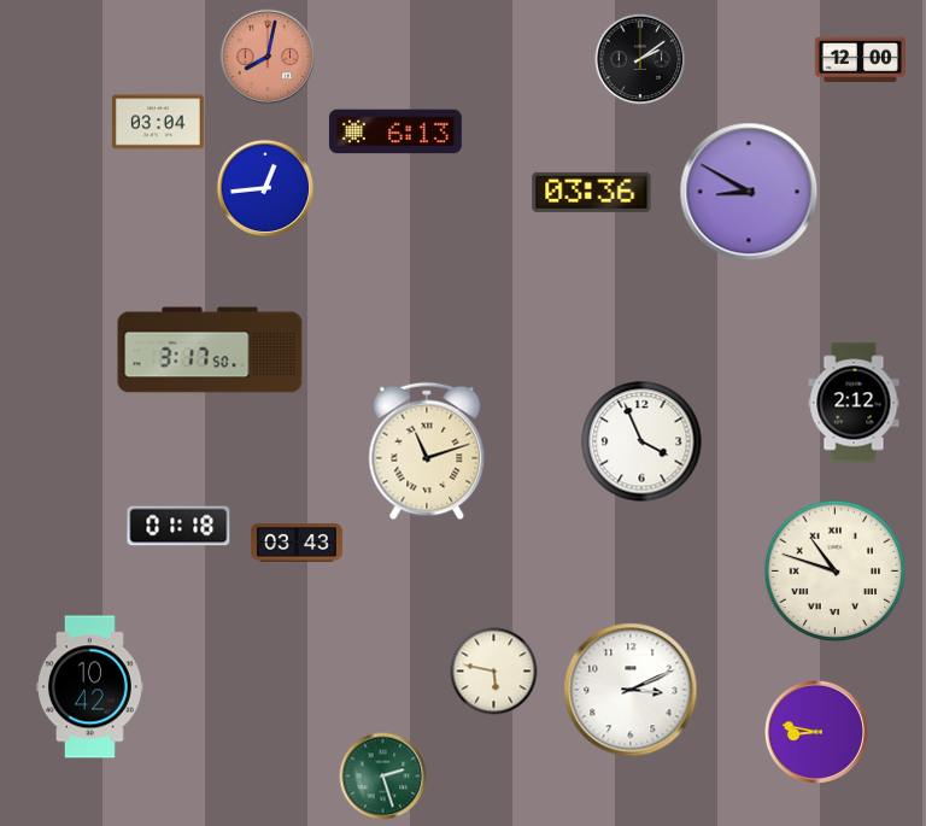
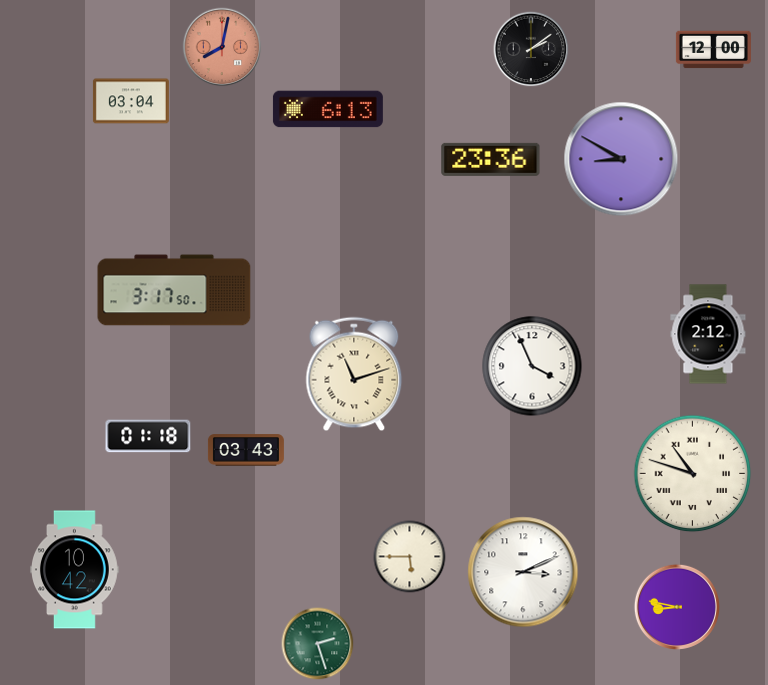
clock at (265, 188): 12:44 -> none
clock at (592, 192): 03:36 -> 23:36
clock at (494, 672): 5:47 -> 5:45
